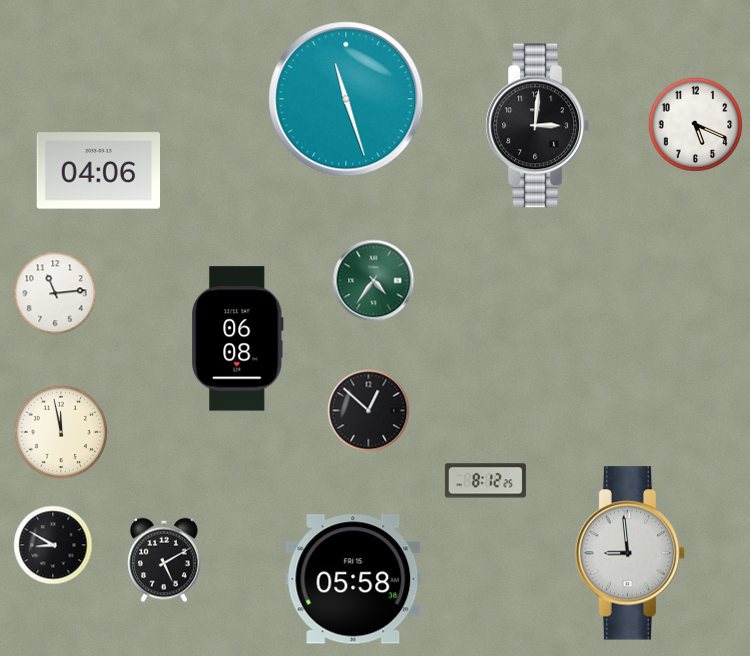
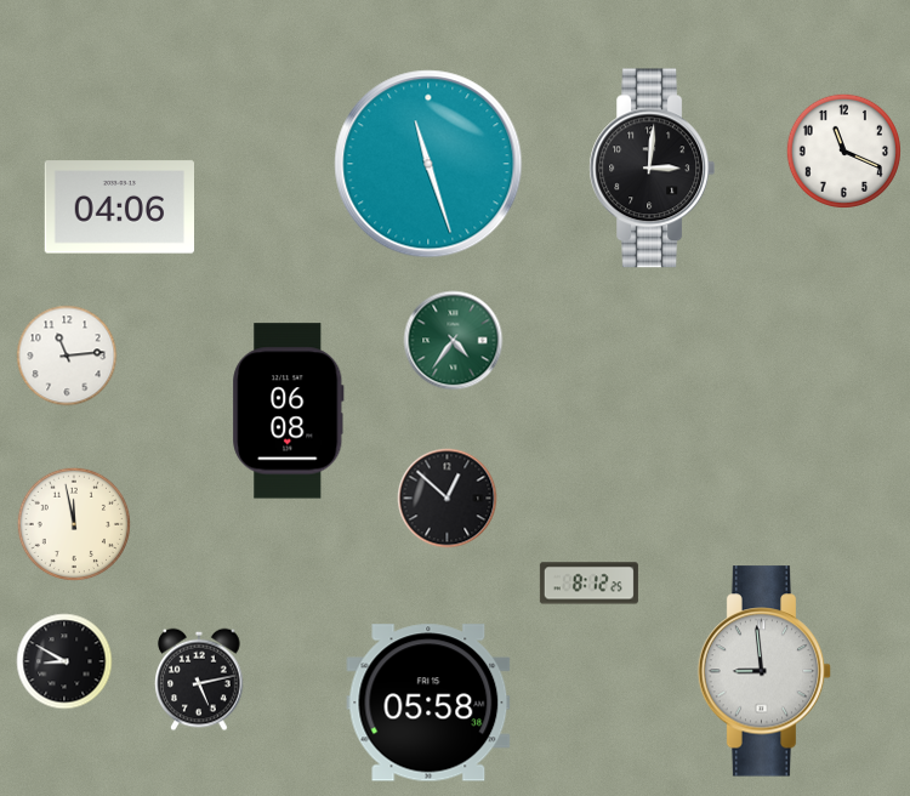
clock at (346, 99) position: (346, 99) -> (428, 164)
clock at (695, 124): 5:19 -> 11:19
clock at (538, 126) position: (538, 126) -> (653, 169)
clock at (164, 560): 5:10 -> 5:13
